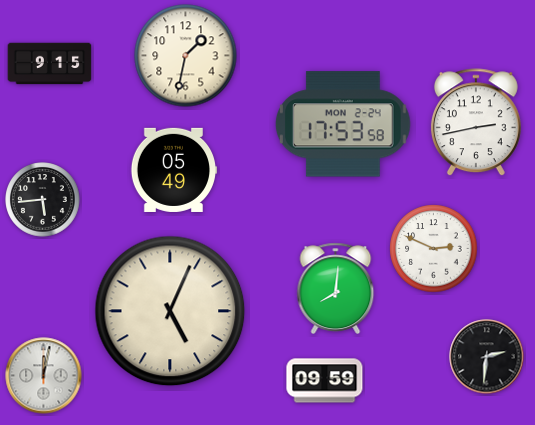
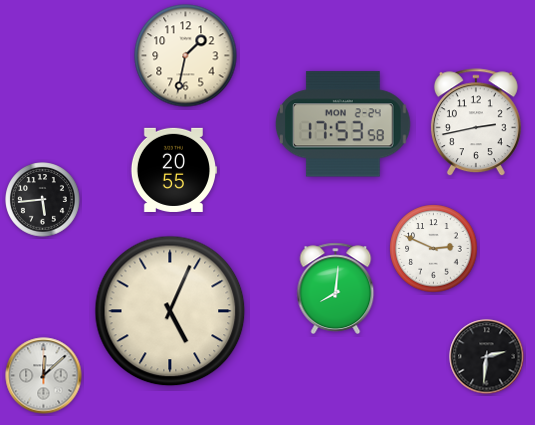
clock at (50, 64): 9:15 -> none
clock at (174, 170): 05:49 -> 20:55
clock at (44, 376): 12:02 -> 12:08
clock at (325, 381): 09:59 -> none
